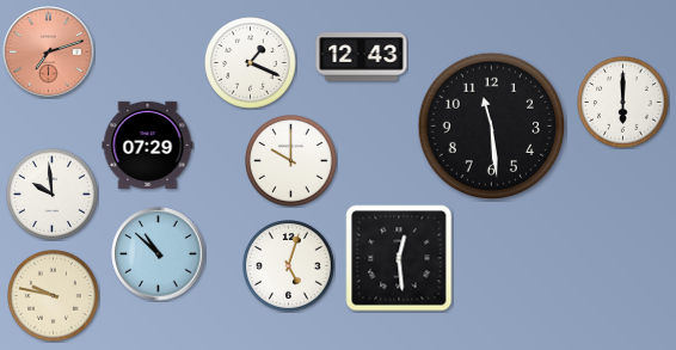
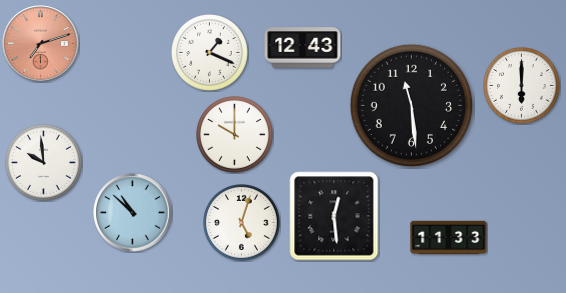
clock at (148, 145): 07:29 -> none
clock at (291, 161) position: (291, 161) -> (235, 135)
clock at (449, 238): none -> 11:33
clock at (54, 296): 9:47 -> none
